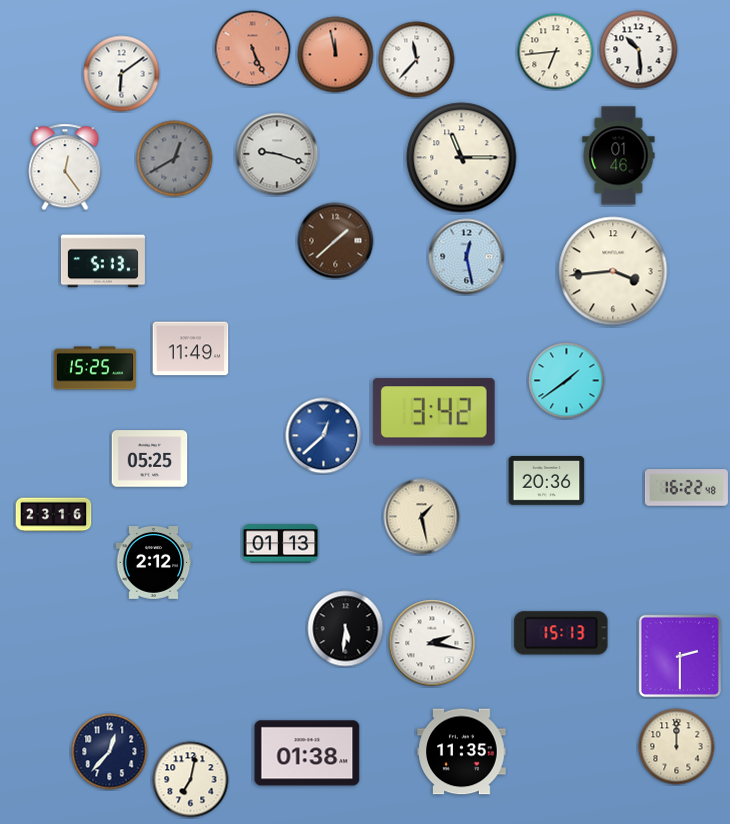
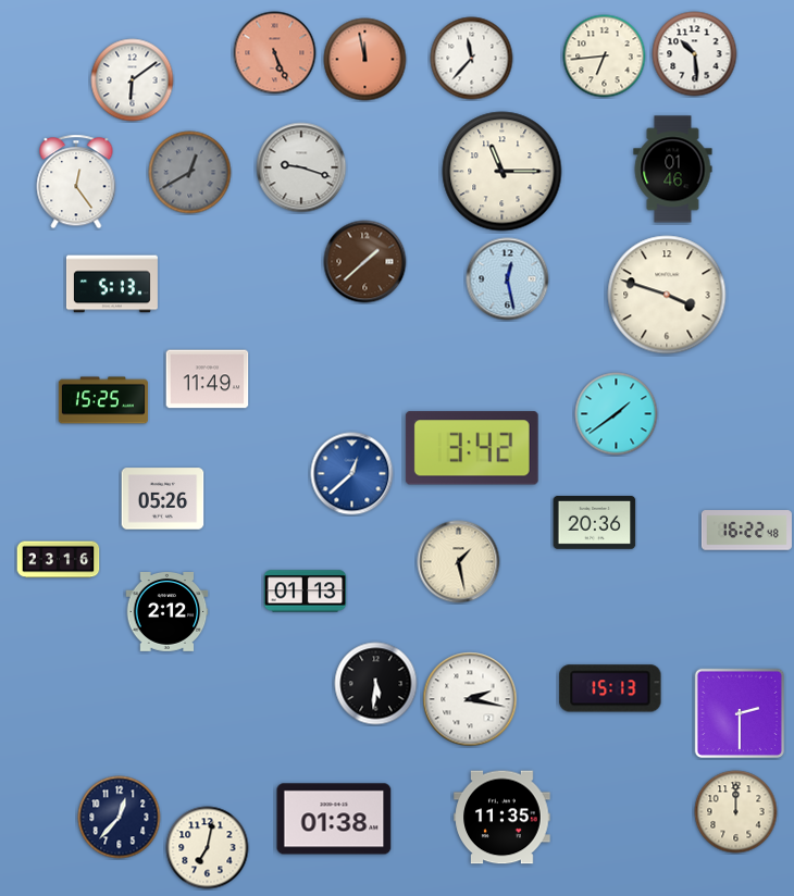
clock at (417, 60) position: (417, 60) -> (472, 59)
clock at (65, 167) position: (65, 167) -> (76, 182)
clock at (613, 271): 3:44 -> 3:48
clock at (150, 459): 05:25 -> 05:26
